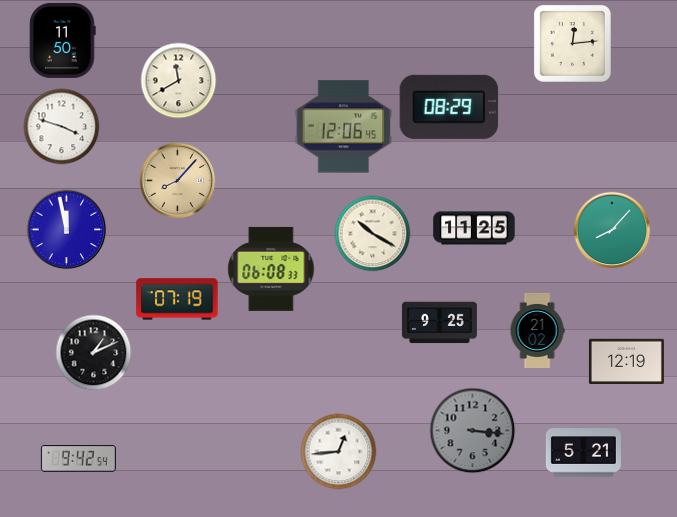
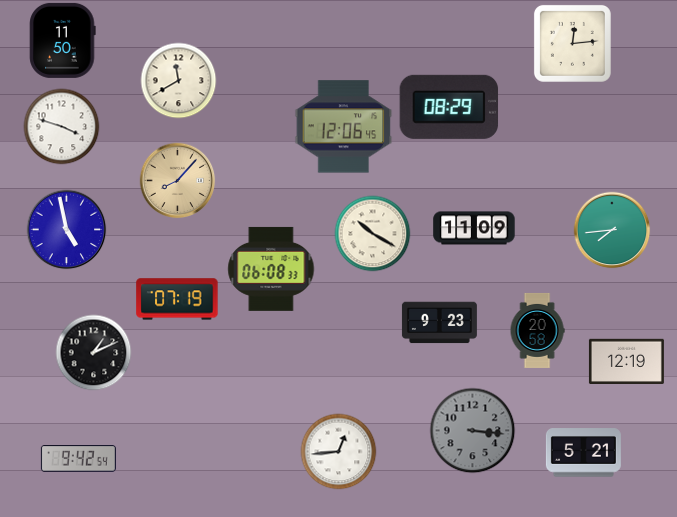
clock at (474, 228): 11:25 -> 11:09
clock at (67, 230): 11:58 -> 4:58
clock at (612, 230): 8:07 -> 7:44
clock at (439, 323): 9:25 -> 9:23
clock at (537, 330): 21:02 -> 20:58
